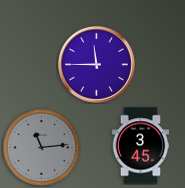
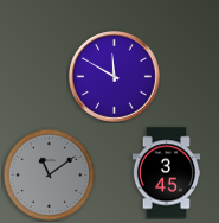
clock at (97, 65): 11:45 -> 11:50
clock at (41, 147): 11:14 -> 11:09
